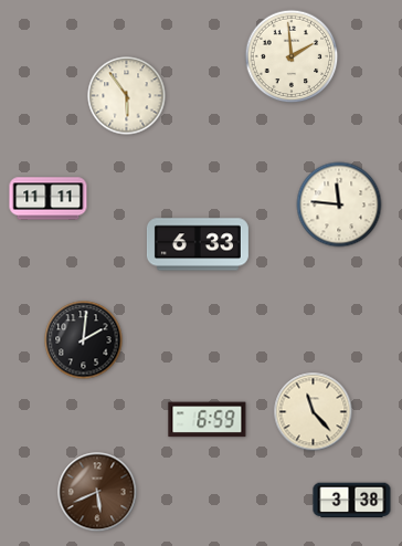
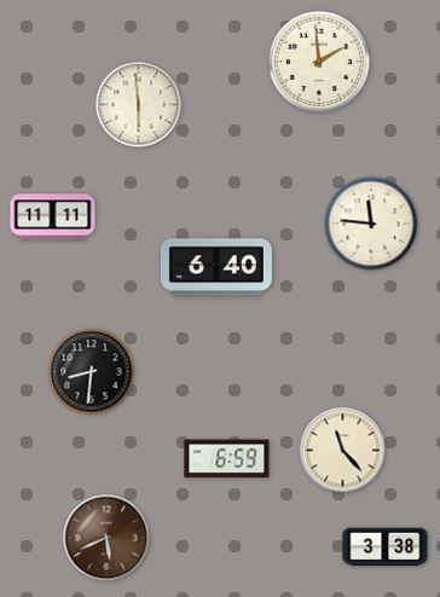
clock at (127, 96): 5:54 -> 5:59
clock at (198, 244): 6:33 -> 6:40
clock at (84, 340): 2:01 -> 8:31
